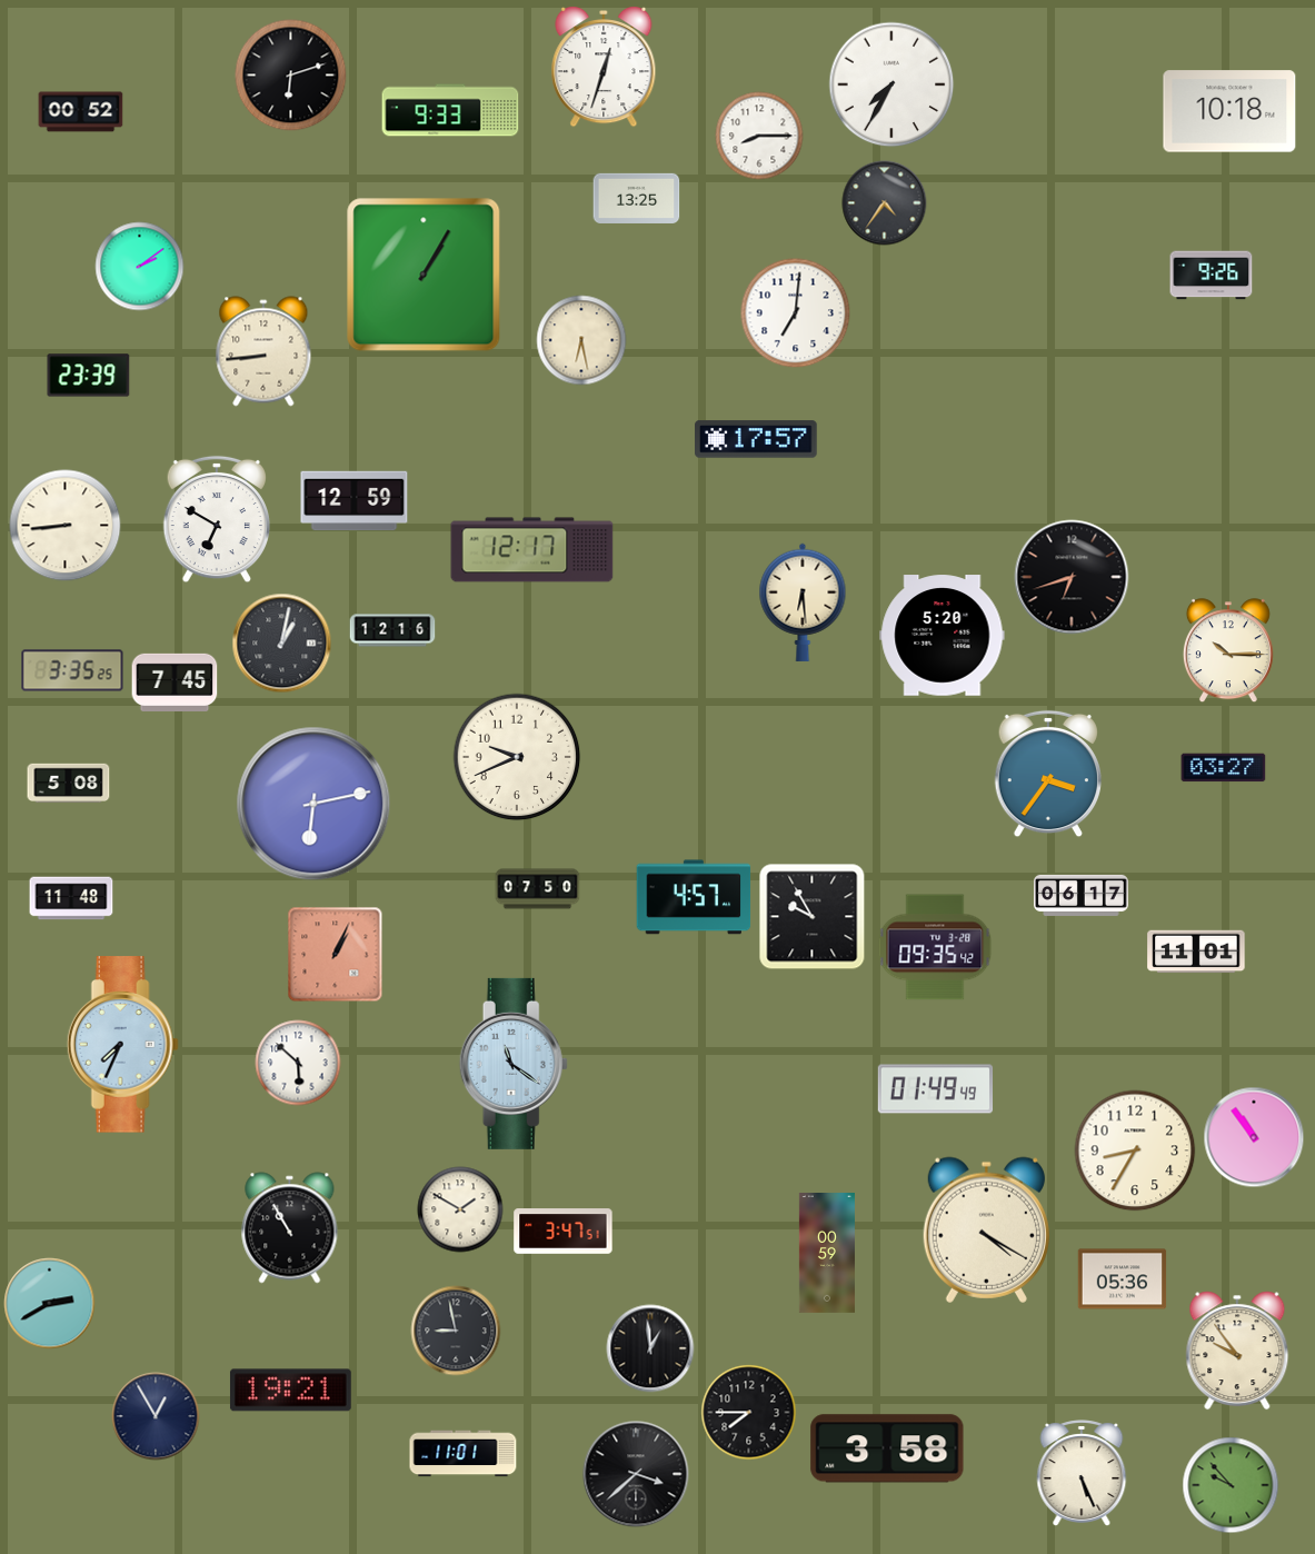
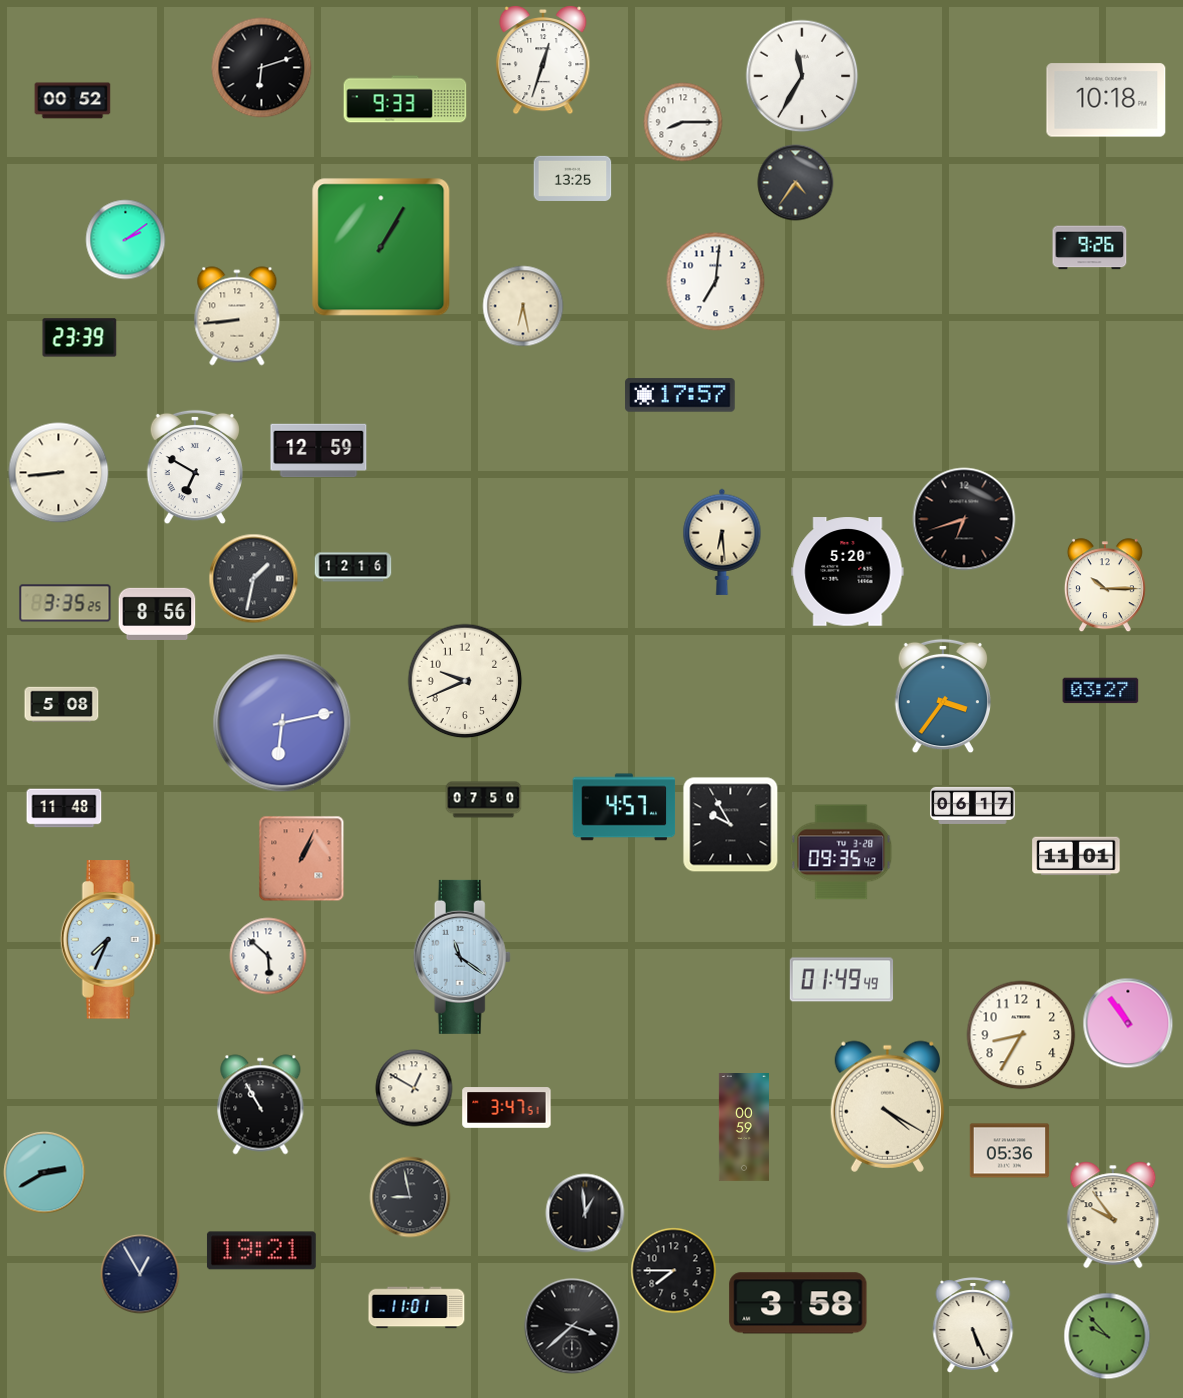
clock at (891, 84): 7:35 -> 11:35
clock at (532, 550): 12:17 -> none
clock at (282, 644): 1:02 -> 1:32
clock at (175, 683): 7:45 -> 8:56
clock at (460, 1209): 1:50 -> 12:50
